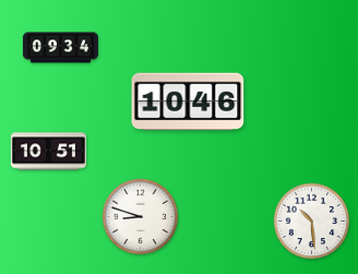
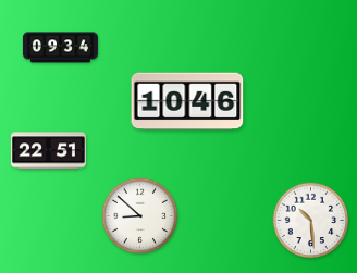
clock at (48, 152): 10:51 -> 22:51
clock at (141, 217): 8:48 -> 8:52
